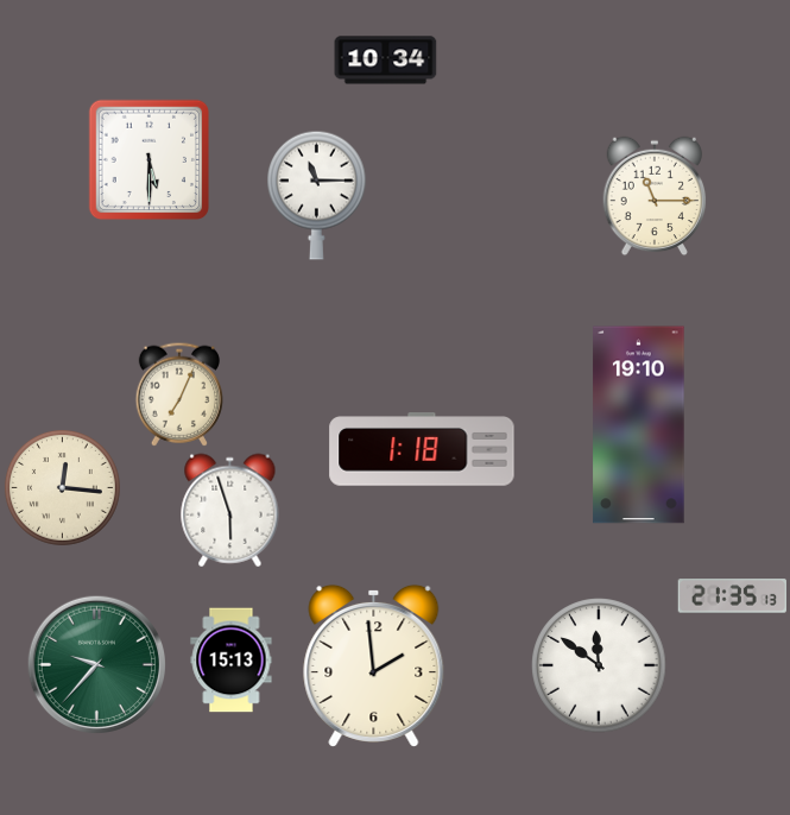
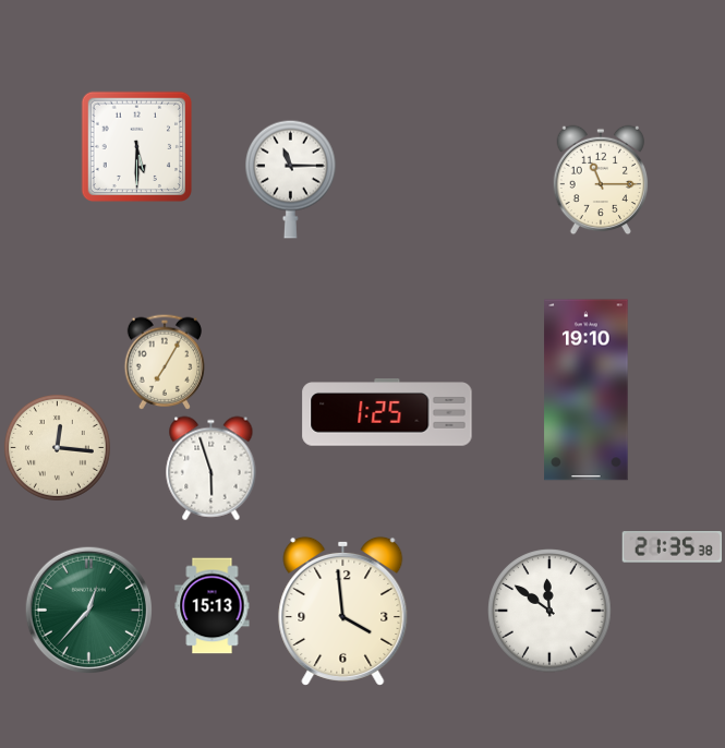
clock at (386, 61): 10:34 -> none
clock at (178, 394): 7:04 -> 7:05
clock at (422, 449): 1:18 -> 1:25
clock at (732, 596): 21:35:13 -> 21:35:38
clock at (96, 664): 9:37 -> 12:37
clock at (374, 665): 1:59 -> 3:59
